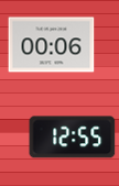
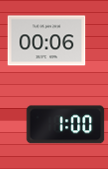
clock at (72, 138): 12:55 -> 1:00
